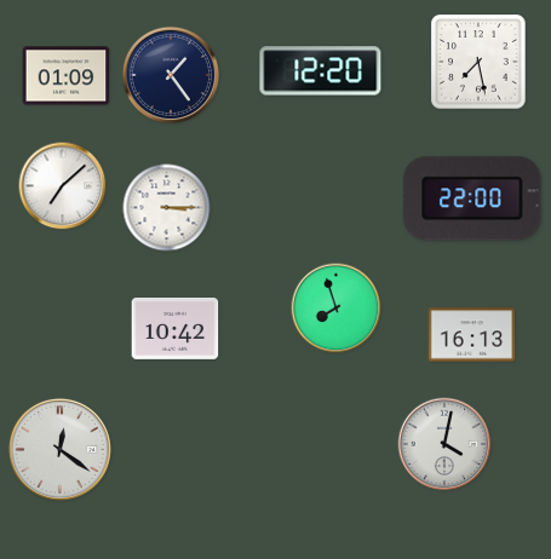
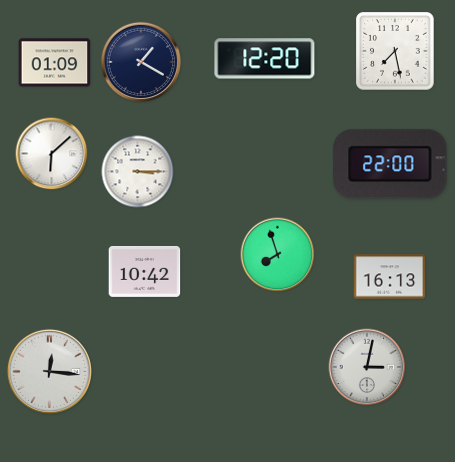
clock at (171, 75): 1:24 -> 1:20
clock at (63, 186): 7:08 -> 6:08
clock at (444, 444): 4:02 -> 3:02
clock at (59, 449): 12:21 -> 12:16
